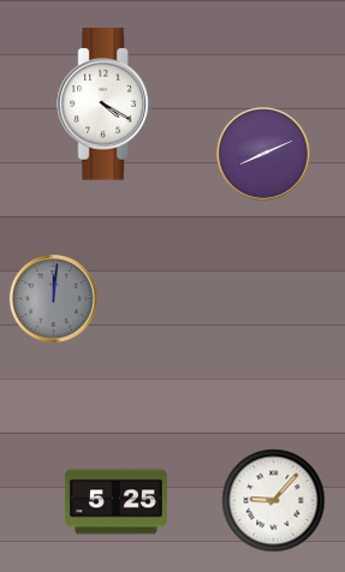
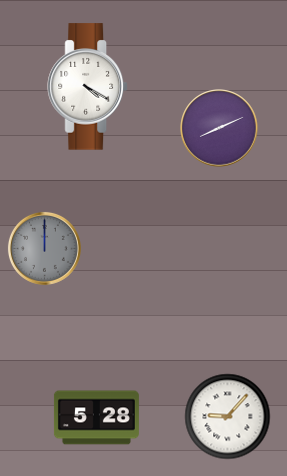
clock at (53, 298): 12:01 -> 12:00
clock at (115, 502): 5:25 -> 5:28
